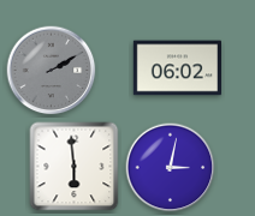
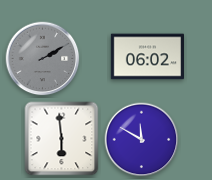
clock at (171, 168): 3:02 -> 11:50
